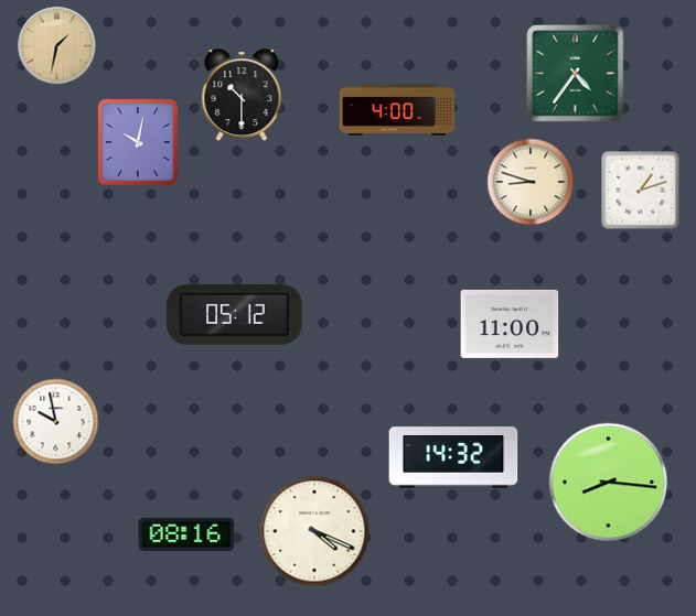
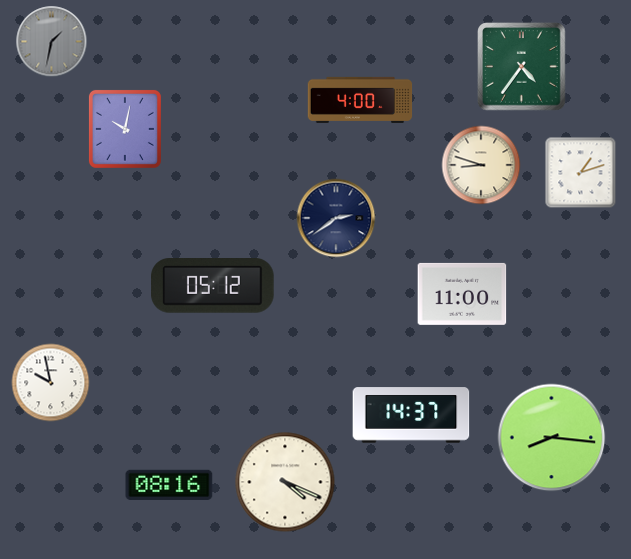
clock at (57, 46) dial: champagne -> grey
clock at (242, 96): 10:30 -> none
clock at (336, 218): none -> 2:39
clock at (453, 457): 14:32 -> 14:37
